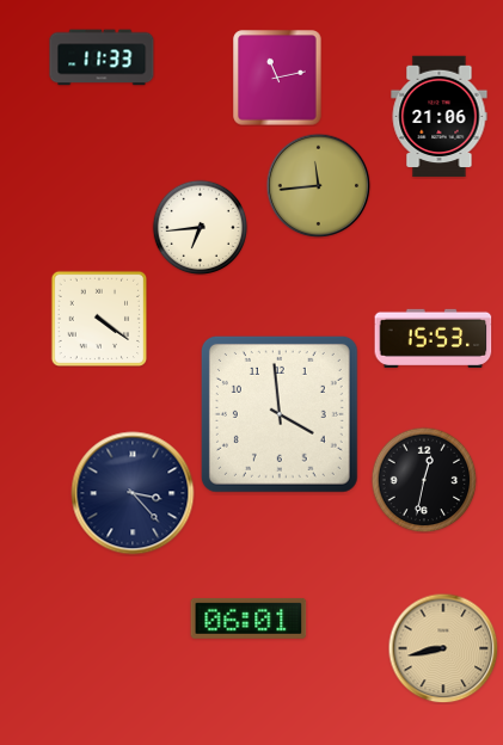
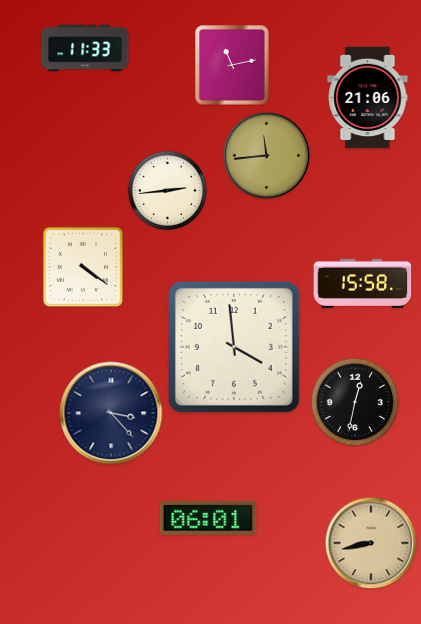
clock at (200, 227): 6:44 -> 2:44
clock at (434, 338): 15:53 -> 15:58
